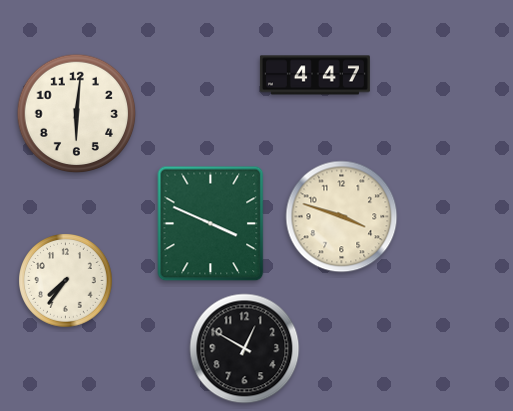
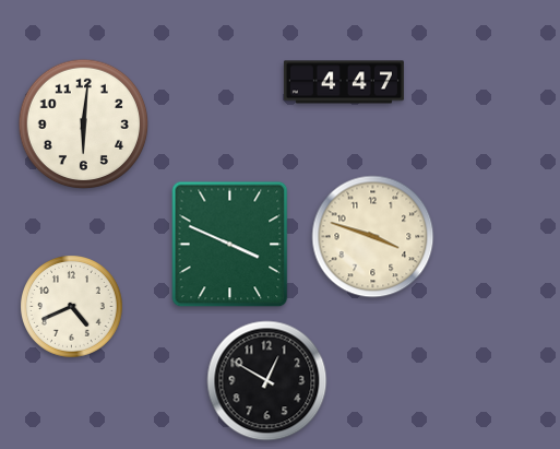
clock at (66, 281): 7:36 -> 4:41
